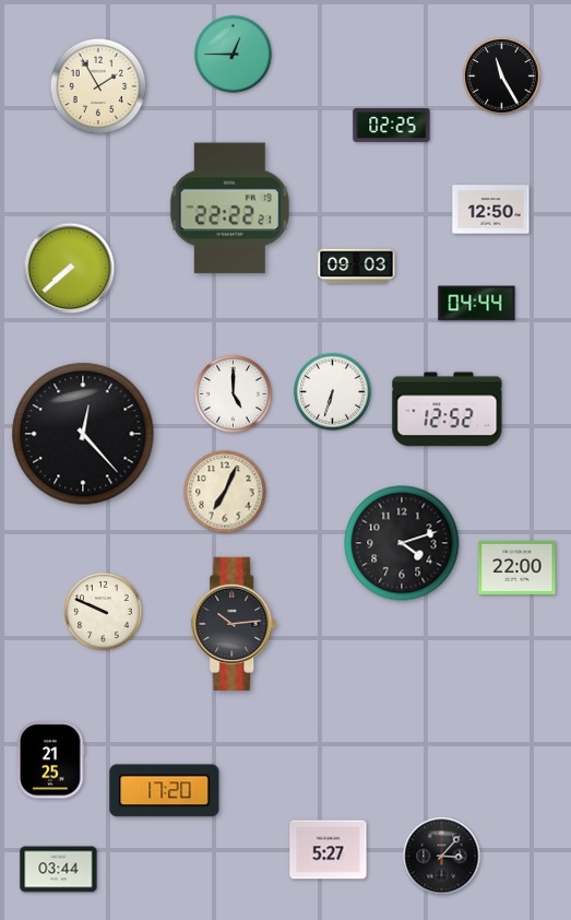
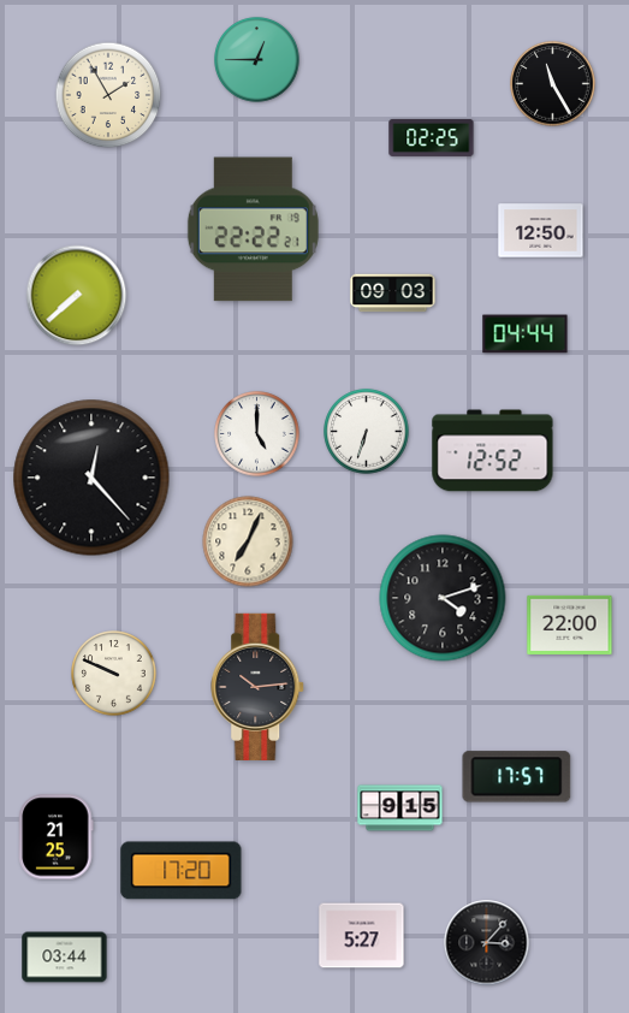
clock at (517, 777): none -> 17:57
clock at (400, 808): none -> 9:15
